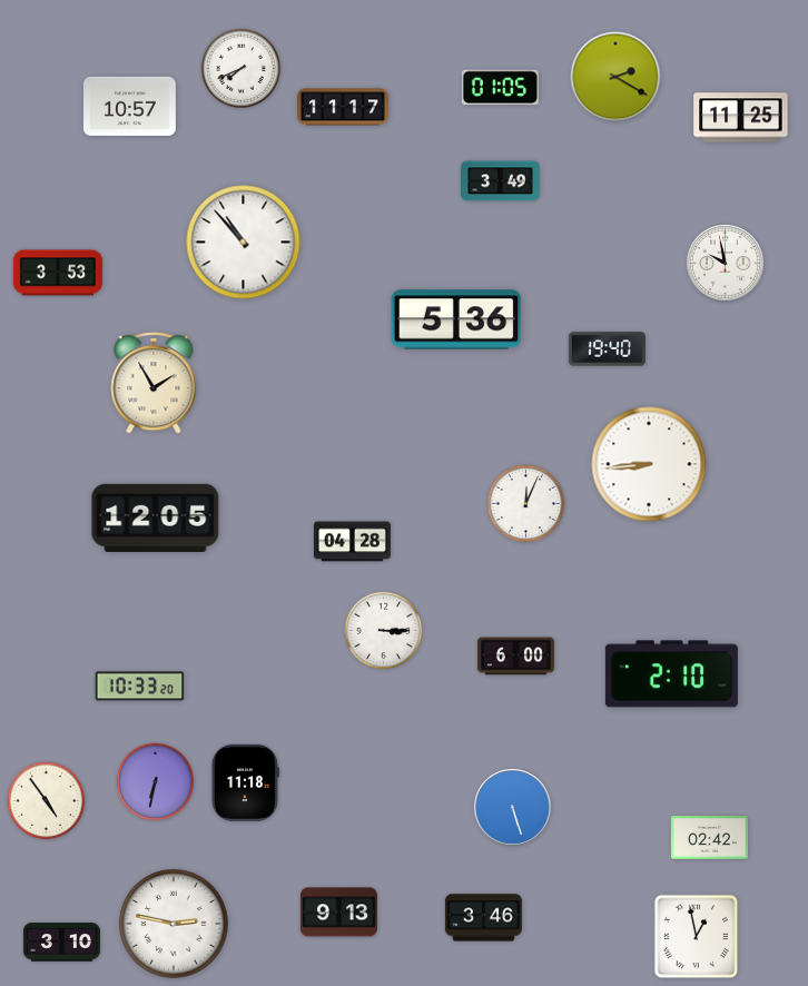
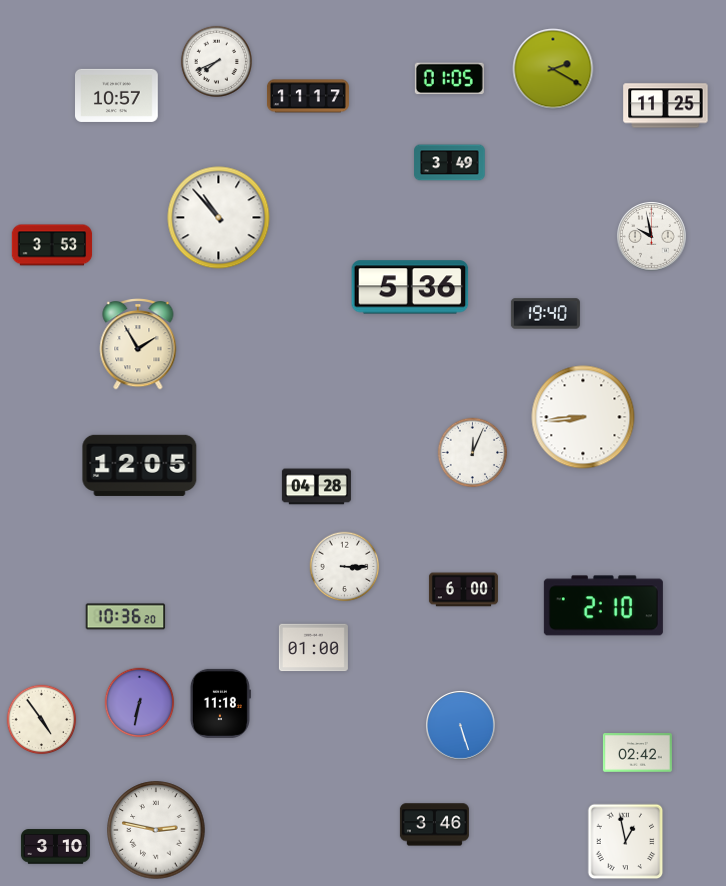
clock at (140, 687): 10:33 -> 10:36
clock at (313, 648): none -> 01:00
clock at (338, 913): 9:13 -> none
